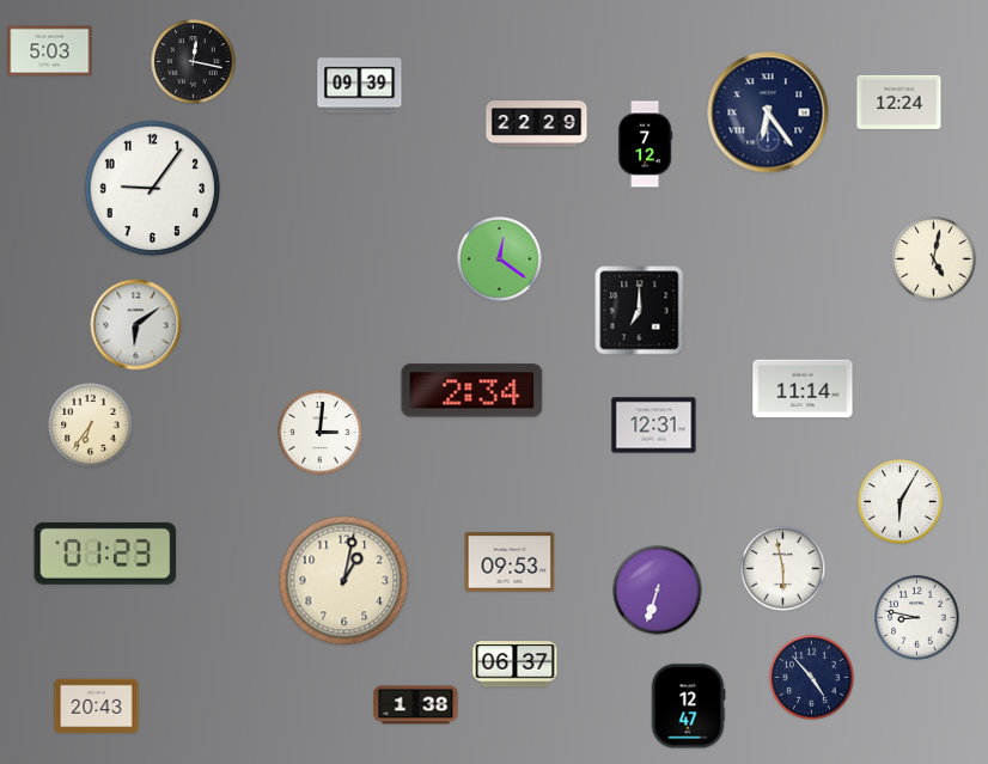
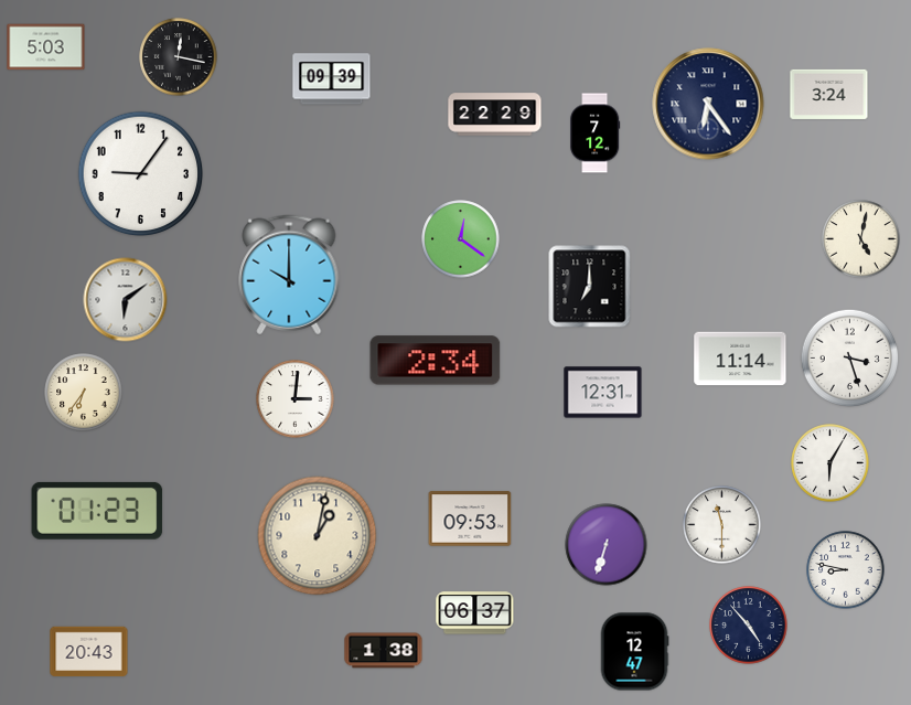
clock at (899, 102): 12:24 -> 3:24
clock at (289, 275): none -> 10:00
clock at (850, 359): none -> 3:27
clock at (783, 569): 5:58 -> 11:30
